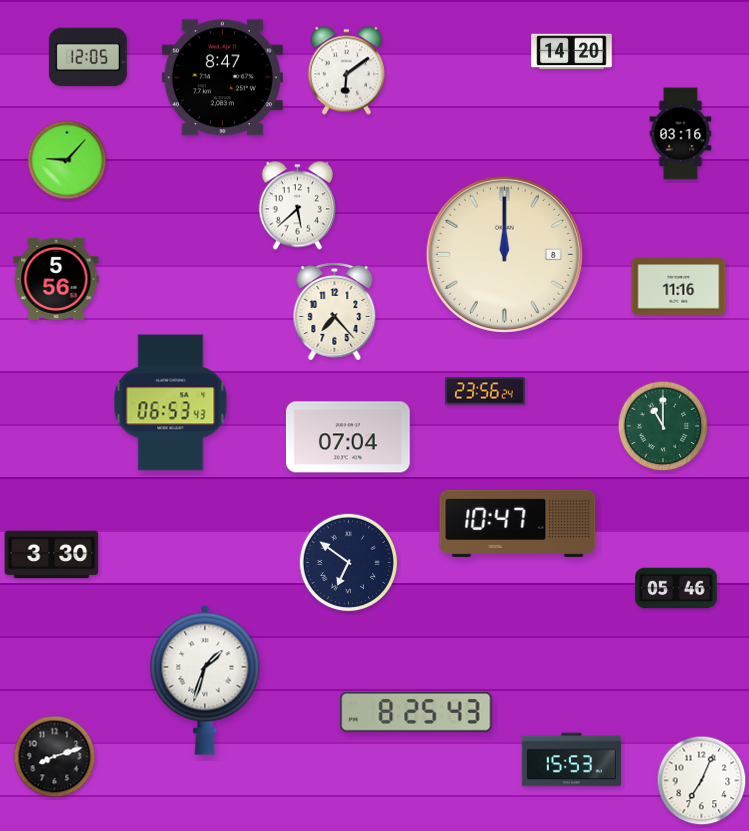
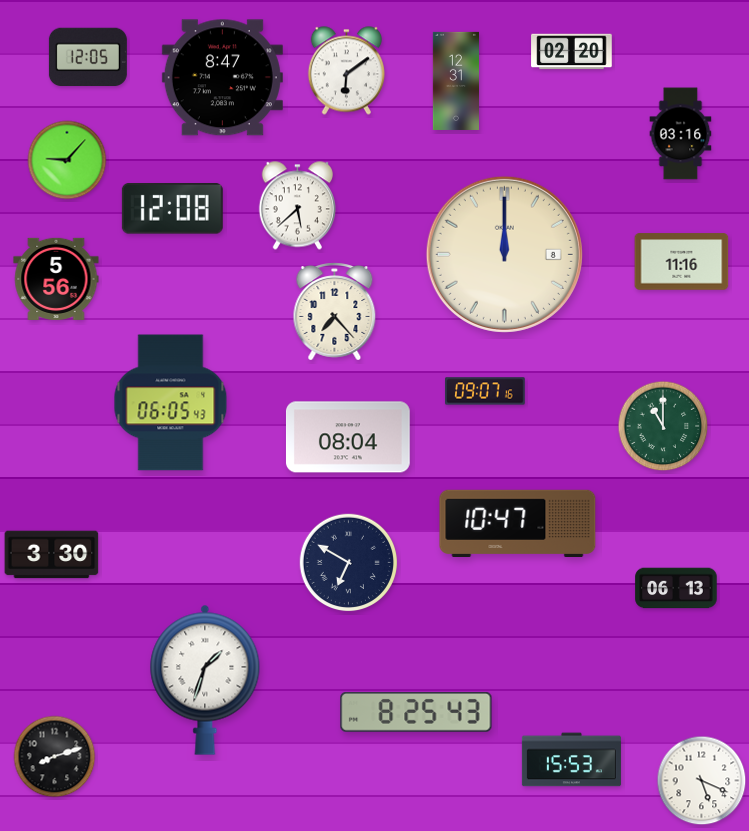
clock at (572, 52): 14:20 -> 02:20
clock at (455, 81): none -> 12:31
clock at (172, 209): none -> 12:08
clock at (679, 287) position: (679, 287) -> (682, 262)
clock at (486, 391): 23:56 -> 09:07
clock at (171, 403): 06:53 -> 06:05
clock at (348, 437): 07:04 -> 08:04
clock at (349, 563): 6:51 -> 6:50
clock at (676, 588): 05:46 -> 06:13
clock at (702, 781): 7:04 -> 5:19
